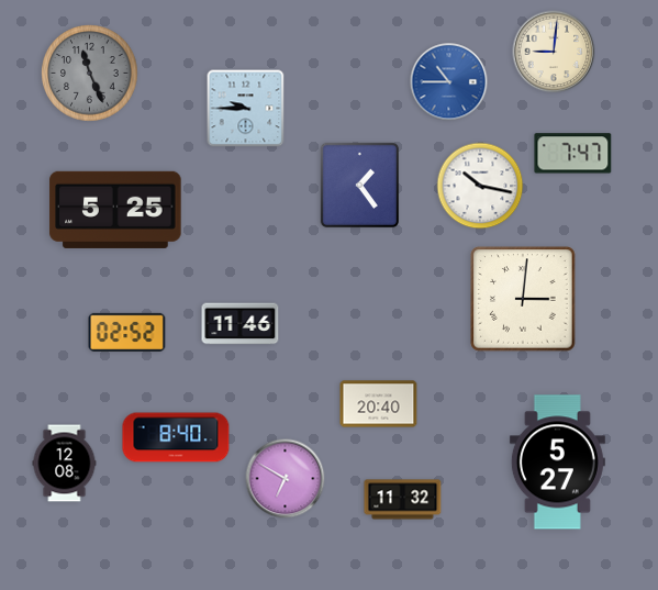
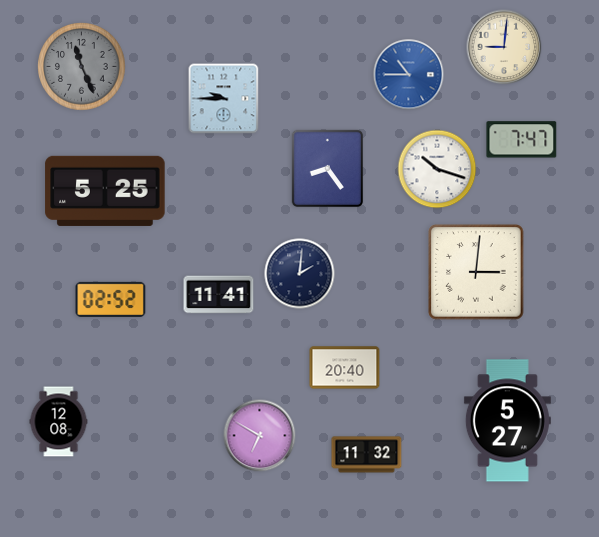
clock at (360, 186): 1:24 -> 8:24
clock at (480, 186): 10:17 -> 10:18
clock at (300, 274): none -> 2:01
clock at (241, 324): 11:46 -> 11:41
clock at (127, 332) position: (127, 332) -> (111, 299)
clock at (176, 437): 8:40 -> none
